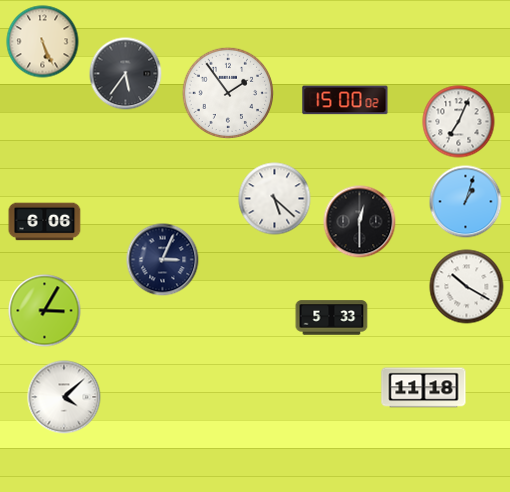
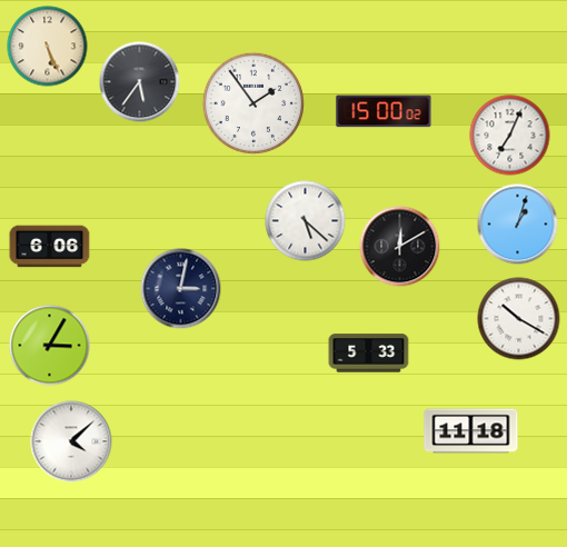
clock at (360, 222): 12:30 -> 12:10
clock at (163, 260): 3:04 -> 3:02
